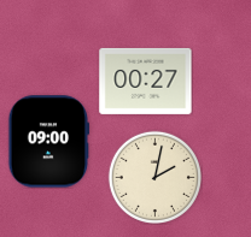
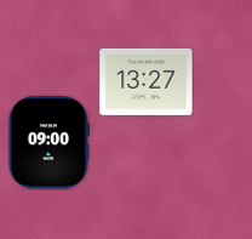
clock at (146, 81): 00:27 -> 13:27
clock at (154, 177): 2:02 -> none
